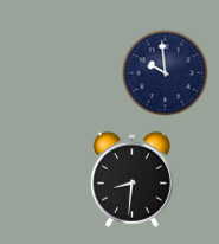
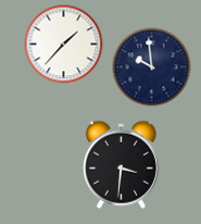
clock at (64, 45): none -> 1:37
clock at (131, 179): 8:31 -> 3:31
